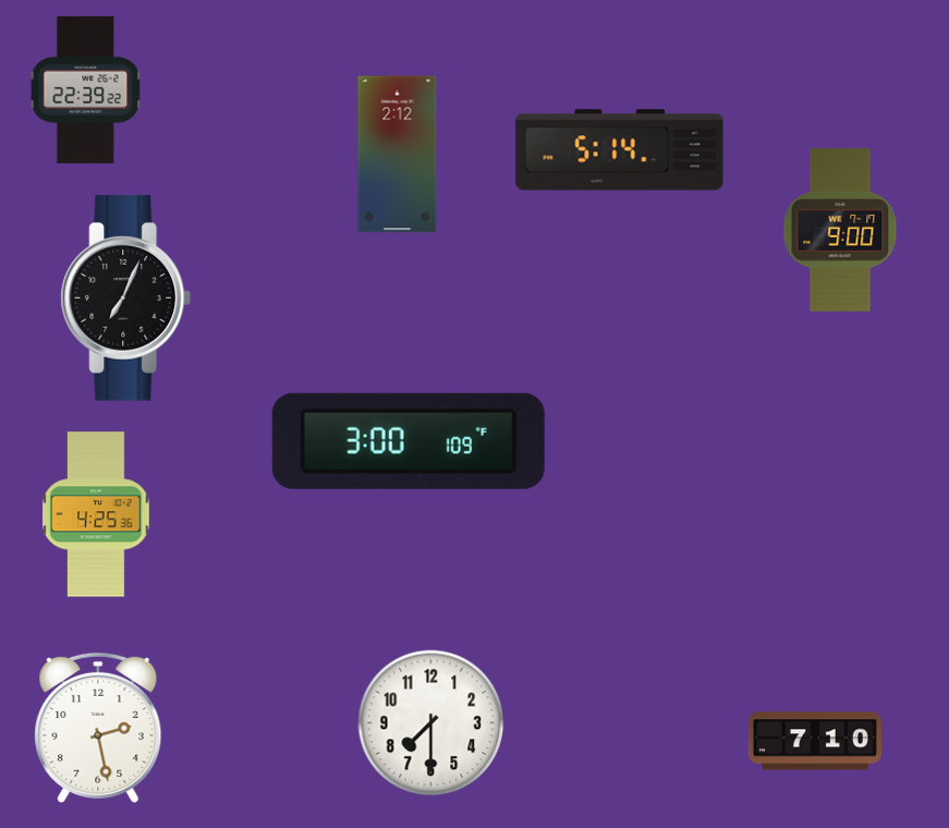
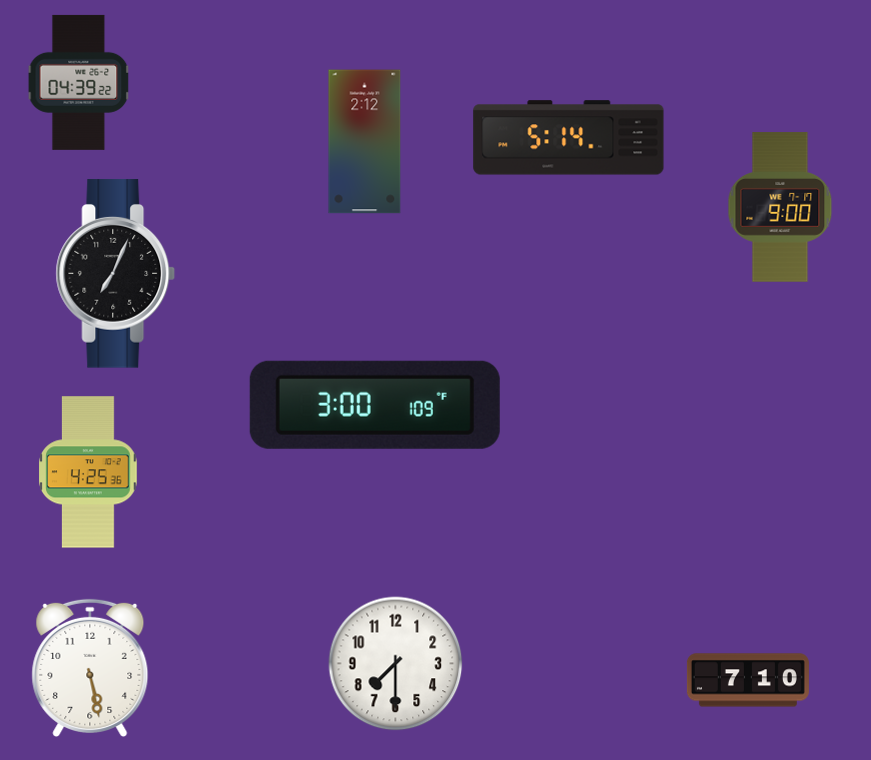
clock at (86, 89): 22:39 -> 04:39
clock at (840, 230) position: (840, 230) -> (780, 207)
clock at (98, 728): 2:28 -> 5:28
